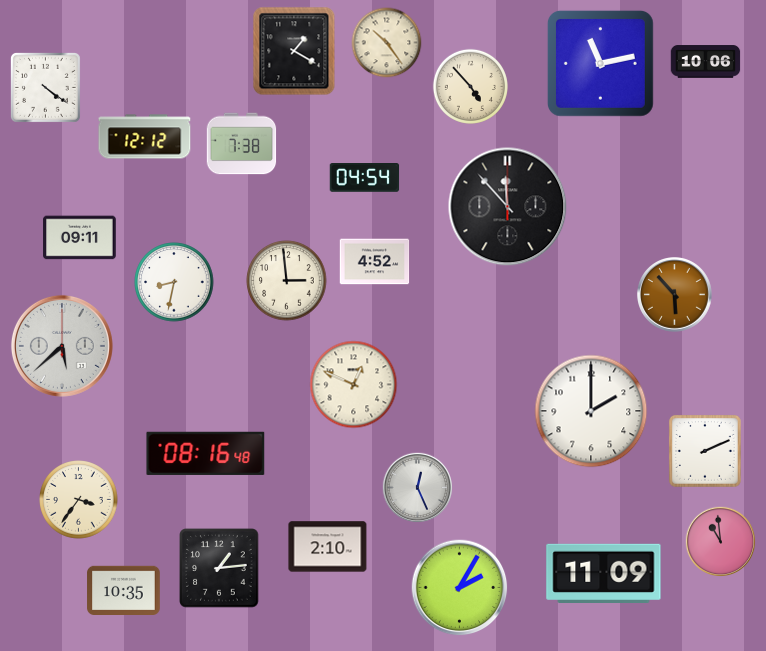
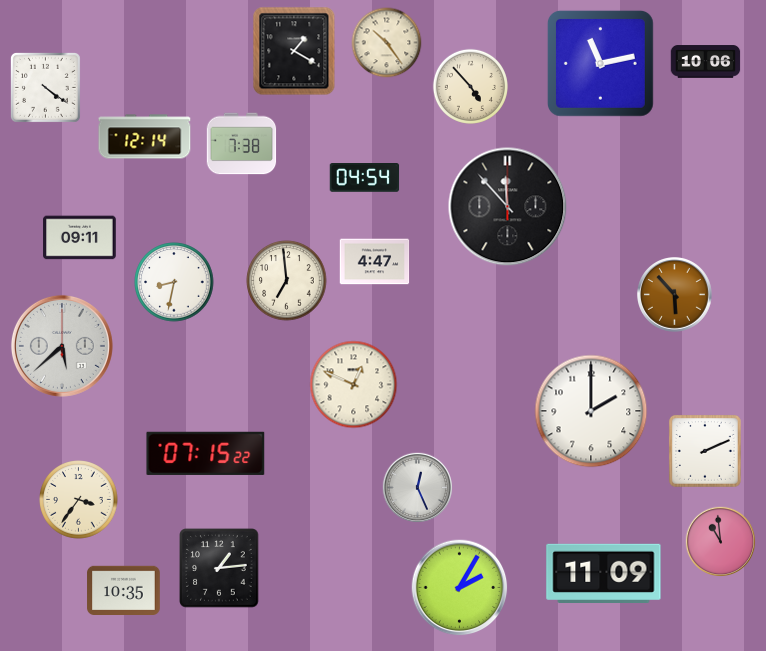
clock at (145, 137): 12:12 -> 12:14
clock at (375, 262): 4:52 -> 4:47
clock at (287, 281): 2:59 -> 6:59
clock at (206, 453): 08:16 -> 07:15
clock at (328, 547): 2:10 -> none
